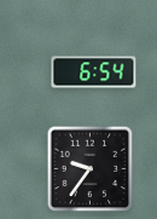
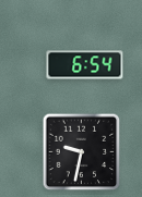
clock at (91, 169): 9:36 -> 9:32
